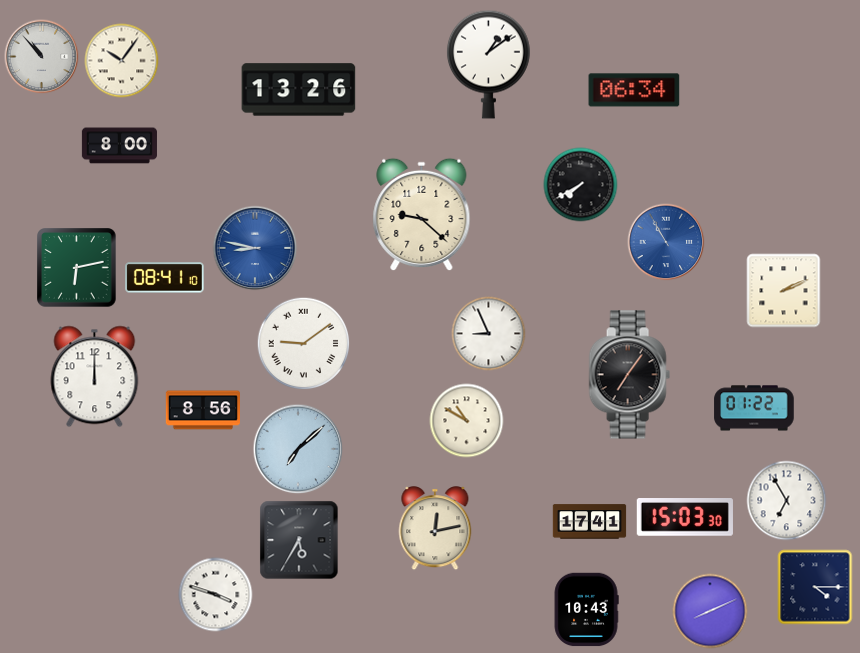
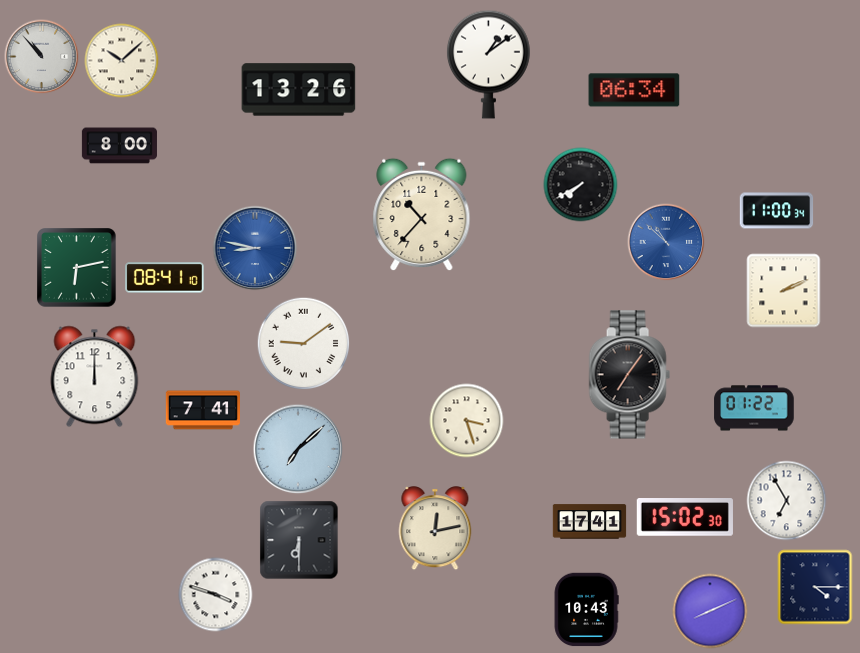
clock at (122, 61): 10:06 -> 10:08
clock at (777, 211): none -> 11:00
clock at (422, 215): 9:22 -> 10:37
clock at (666, 242): 10:55 -> 10:52
clock at (489, 334): 8:56 -> none
clock at (203, 410): 8:56 -> 7:41
clock at (467, 421): 10:50 -> 3:27
clock at (685, 517): 15:03 -> 15:02
clock at (299, 540): 5:35 -> 6:30
